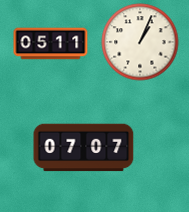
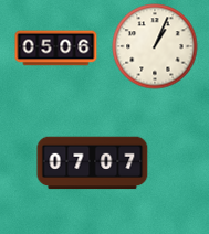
clock at (51, 44): 05:11 -> 05:06
